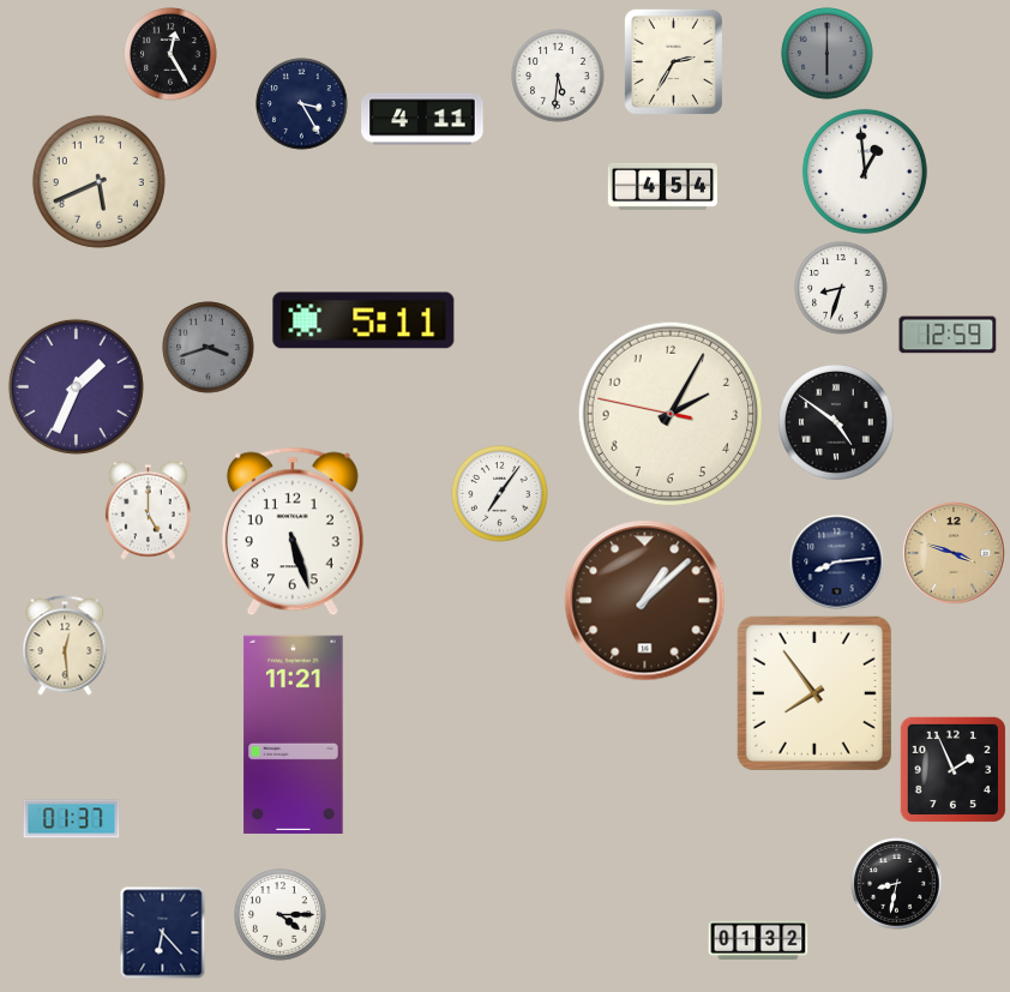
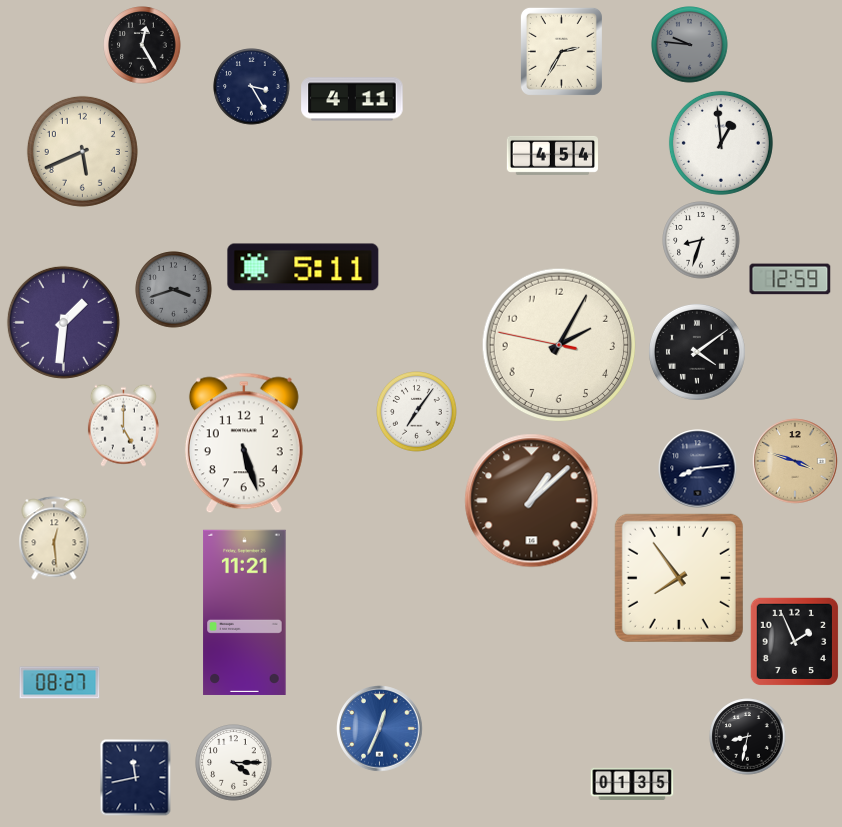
clock at (828, 54): 6:00 -> 9:46
clock at (558, 76): 5:31 -> none
clock at (76, 386): 1:34 -> 1:31
clock at (836, 422): 4:51 -> 4:09
clock at (645, 601) position: (645, 601) -> (532, 501)
clock at (72, 819): 01:37 -> 08:27
clock at (380, 729): none -> 12:34
clock at (163, 932): 6:23 -> 11:43
clock at (758, 939): 01:32 -> 01:35
